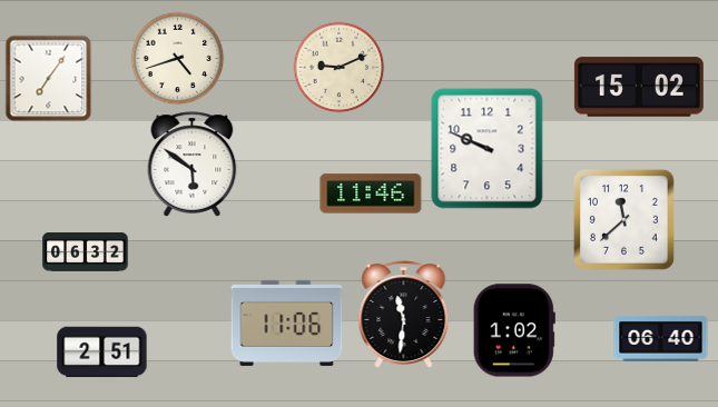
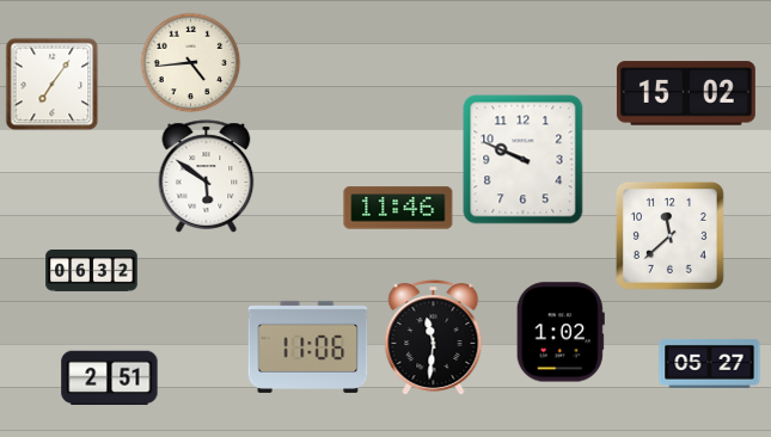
clock at (177, 58): 4:42 -> 4:44
clock at (338, 67): 9:11 -> none
clock at (514, 330) position: (514, 330) -> (561, 332)
clock at (661, 338): 06:40 -> 05:27
